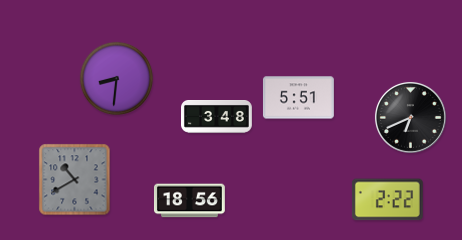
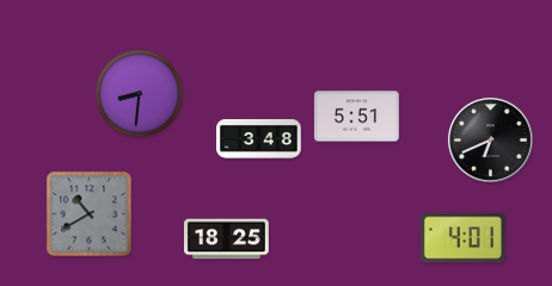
clock at (387, 200): 2:22 -> 4:01
clock at (190, 201): 18:56 -> 18:25
